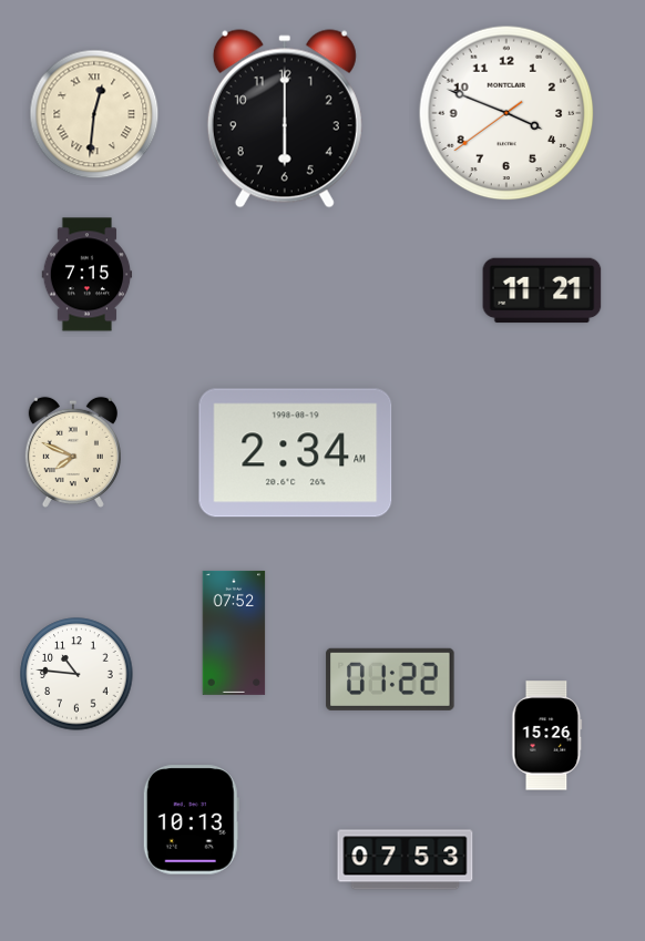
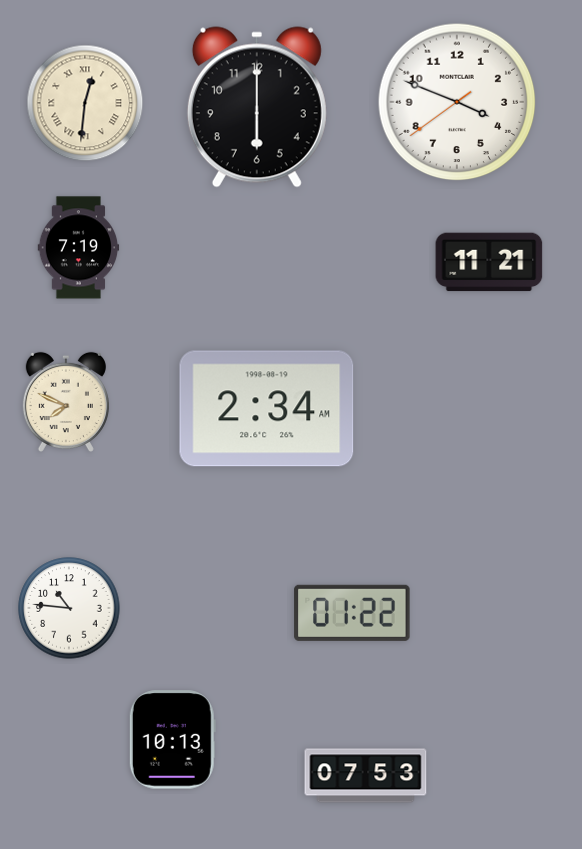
clock at (88, 275): 7:15 -> 7:19
clock at (73, 451) position: (73, 451) -> (66, 401)
clock at (234, 633): 07:52 -> none
clock at (547, 736): 15:26 -> none
